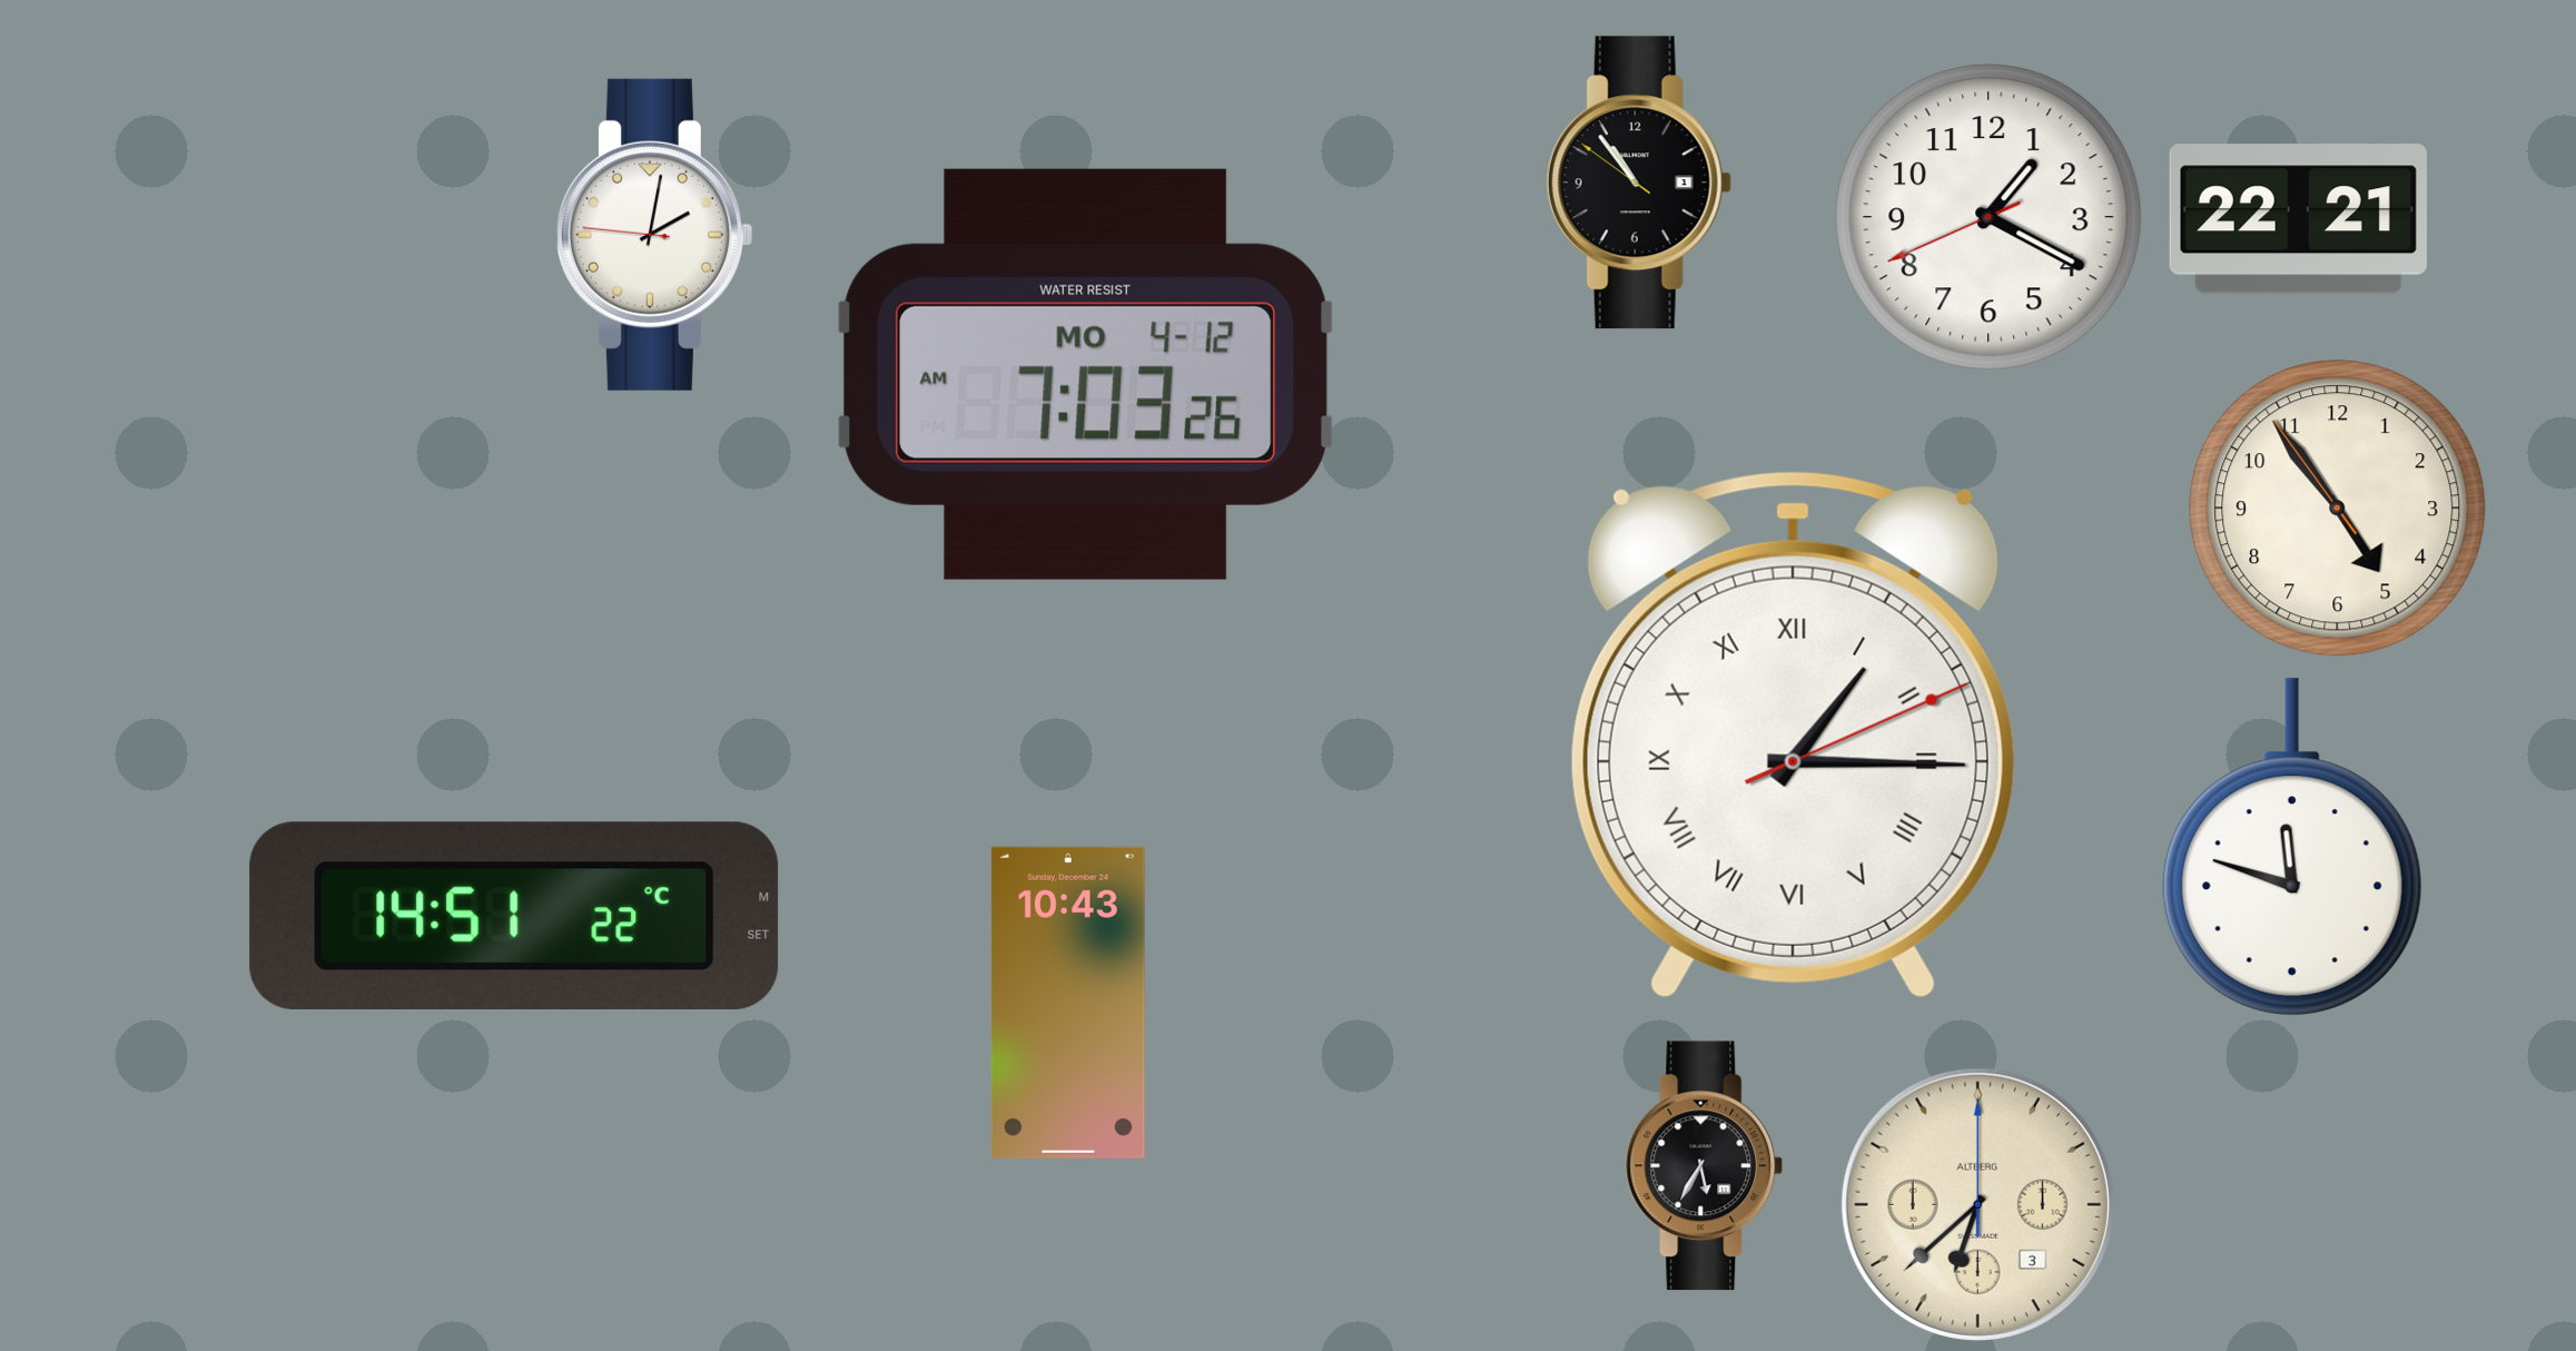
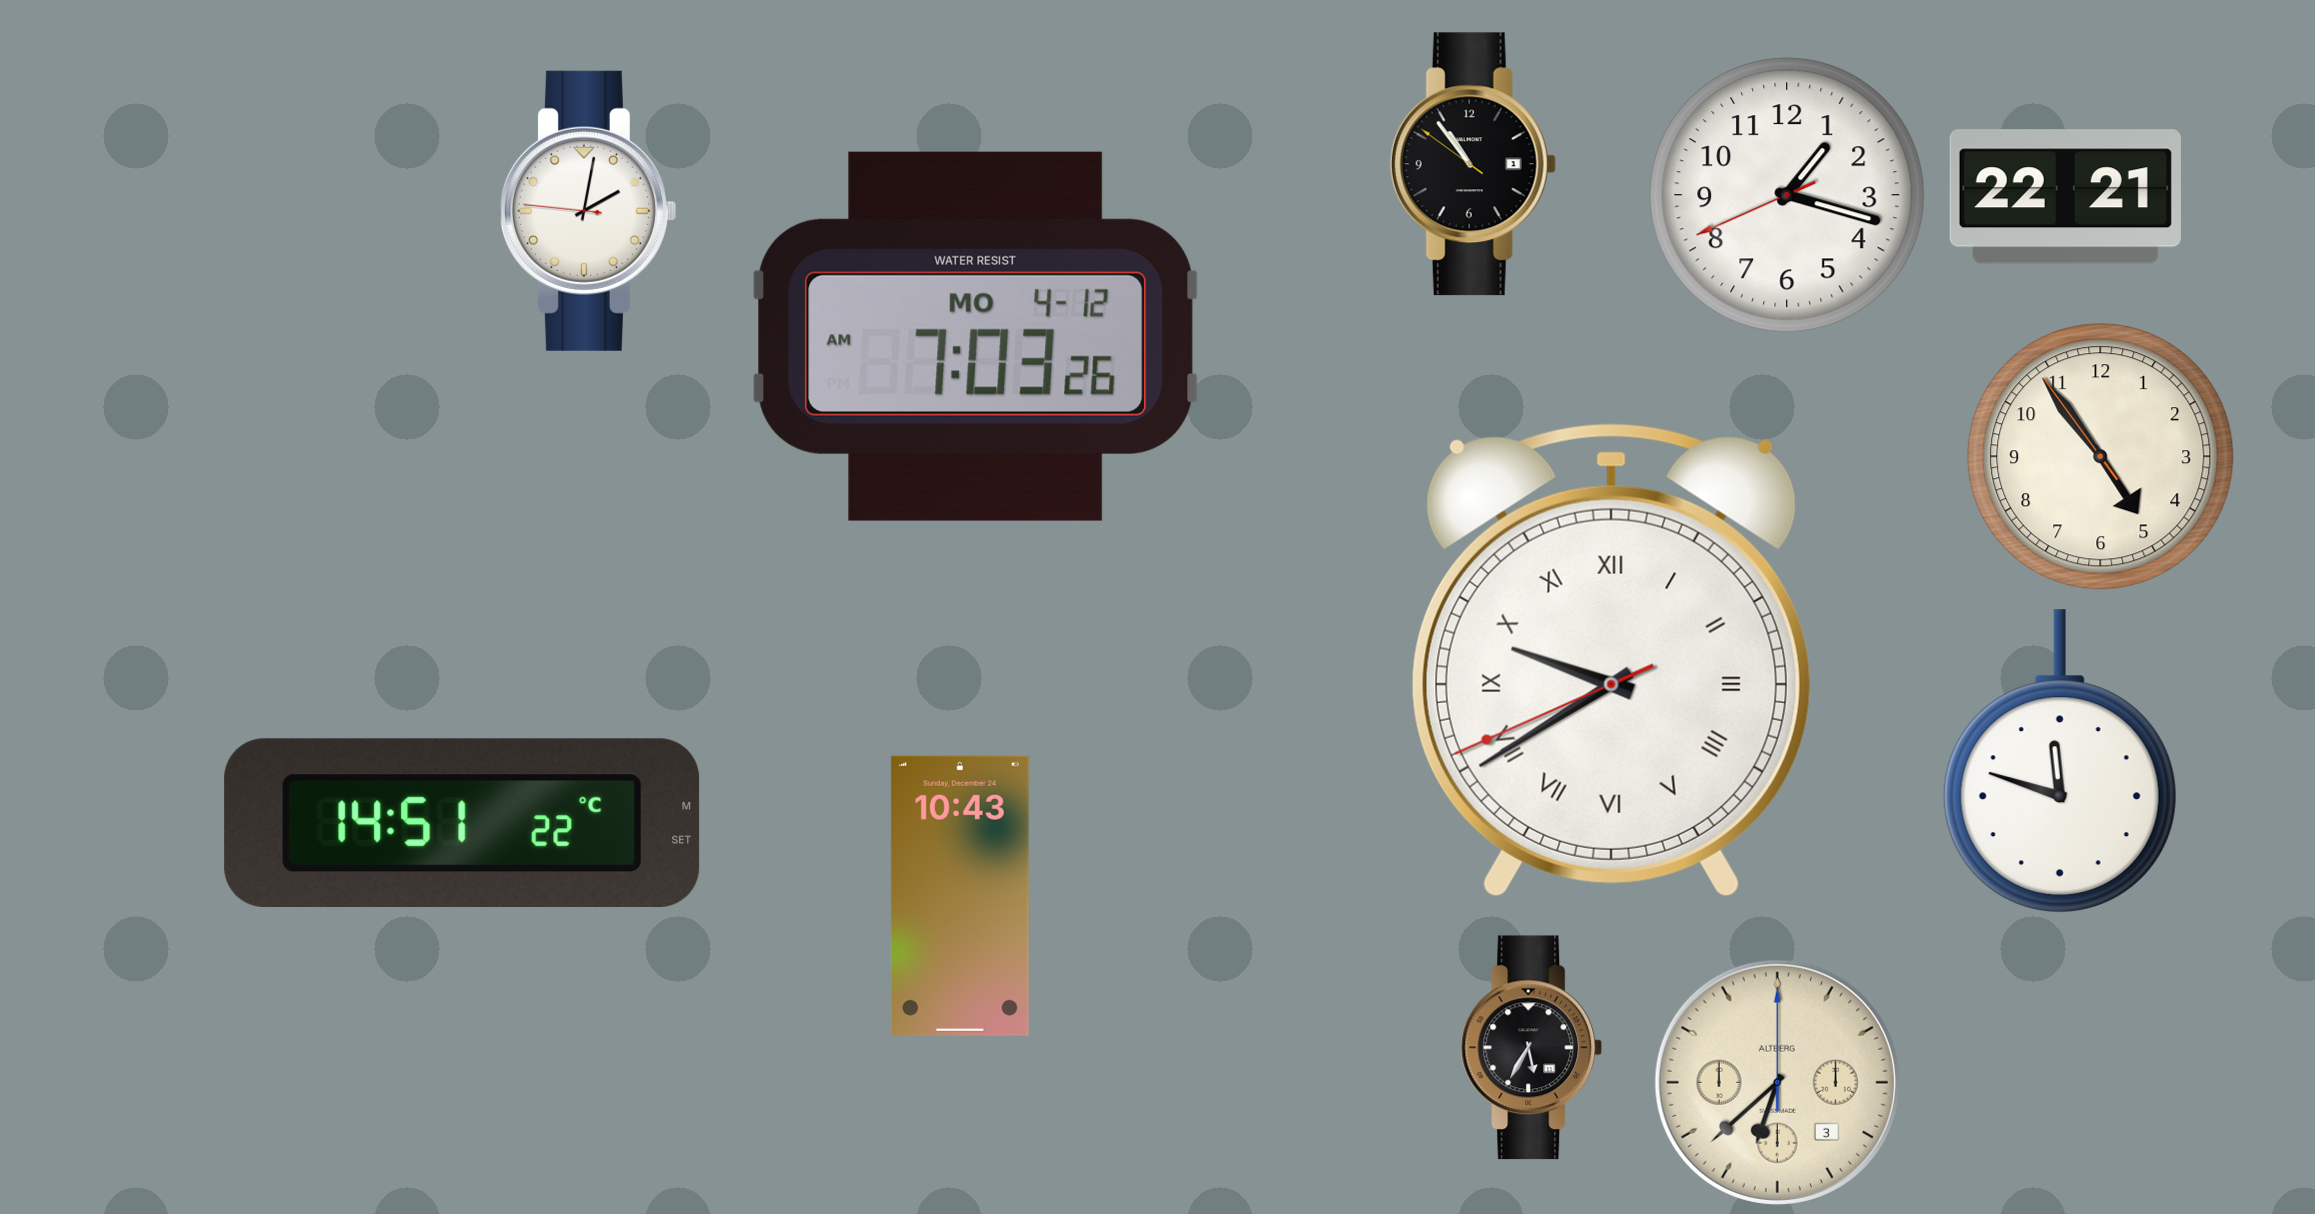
clock at (1988, 217): 1:19 -> 1:17
clock at (1793, 734): 1:15 -> 9:39
clock at (1068, 1003) position: (1068, 1003) -> (960, 896)
